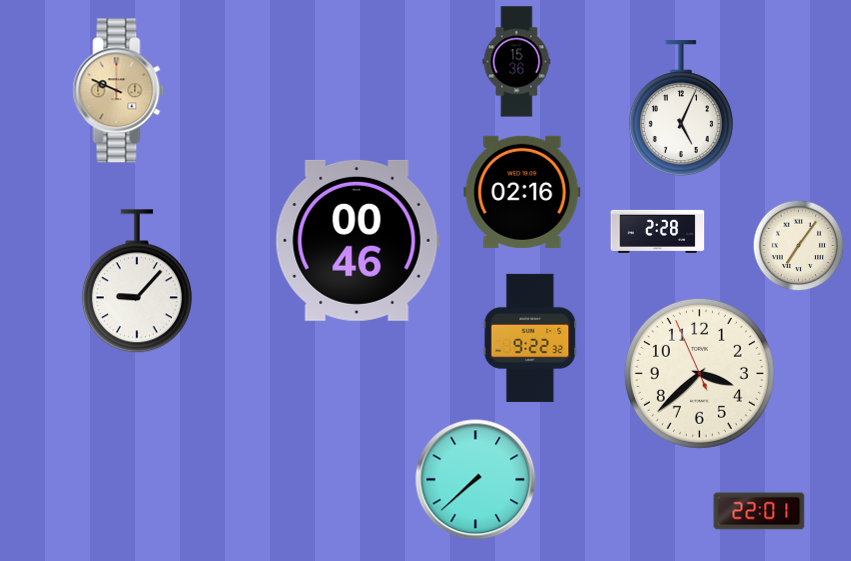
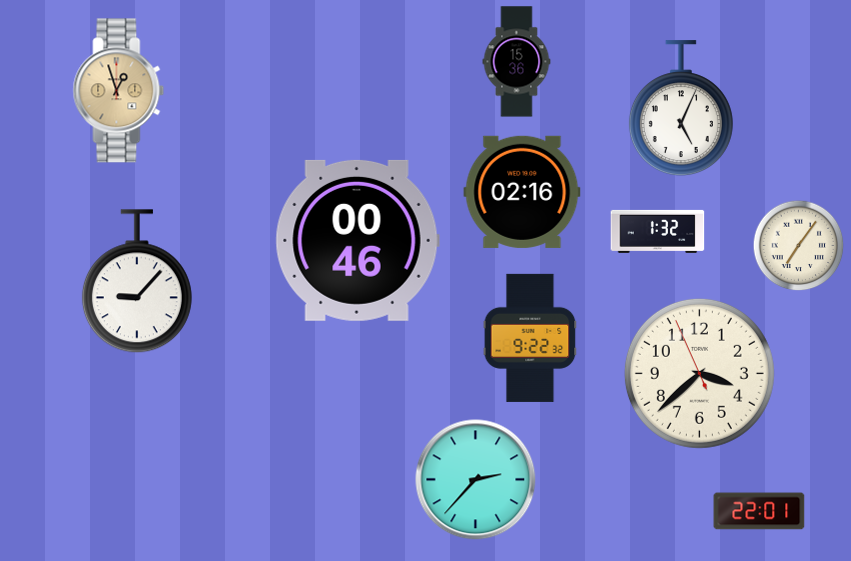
clock at (119, 91): 9:49 -> 12:57
clock at (658, 231): 2:28 -> 1:32
clock at (476, 480): 7:38 -> 2:37
